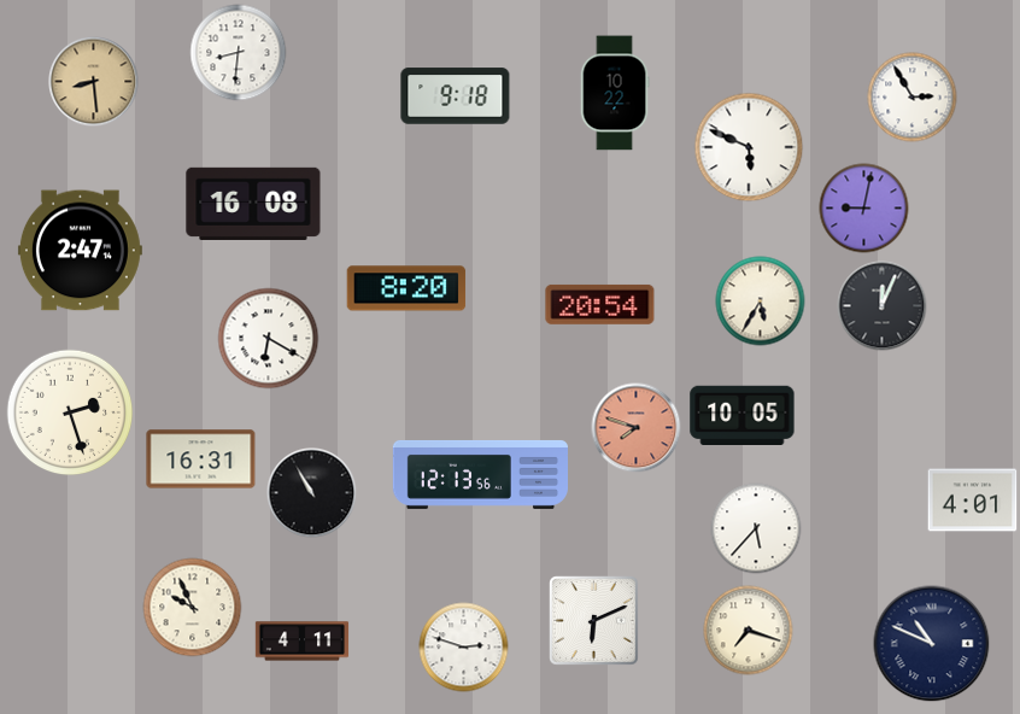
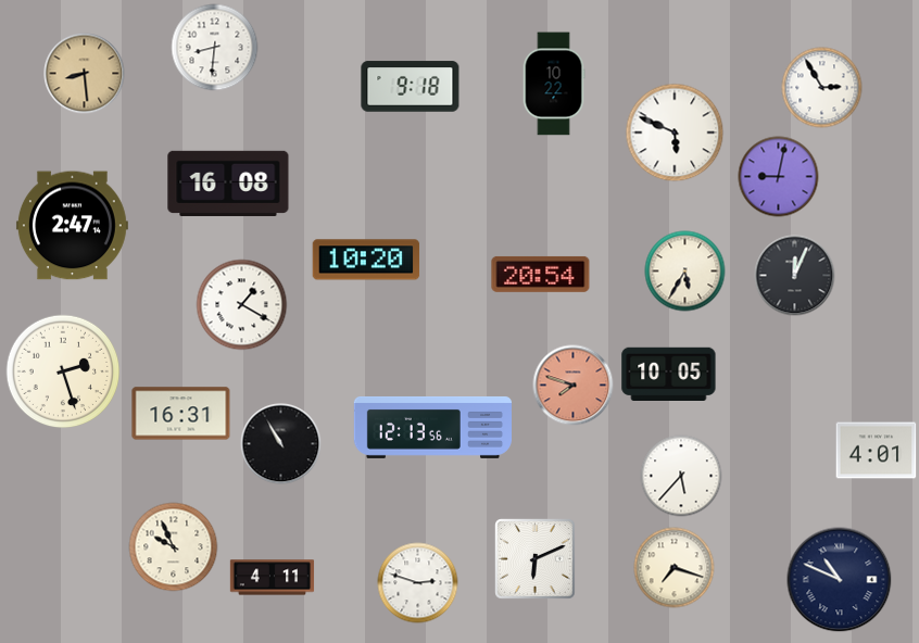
clock at (864, 209) position: (864, 209) -> (779, 177)
clock at (406, 288): 8:20 -> 10:20
clock at (269, 339): 6:20 -> 1:20
